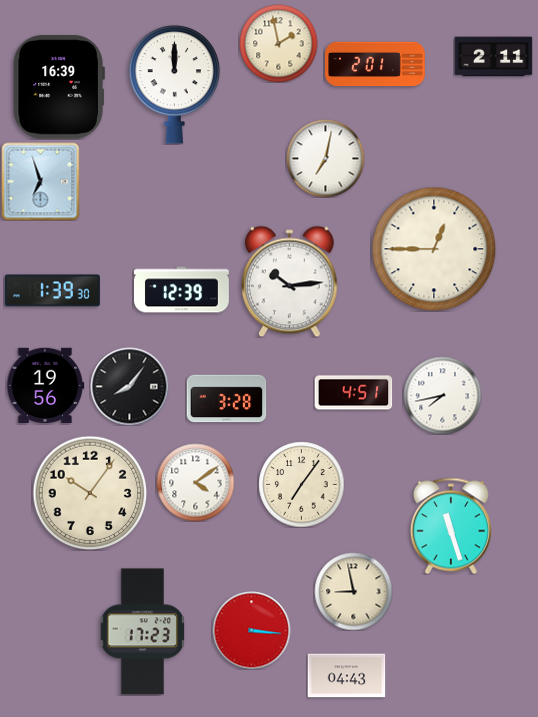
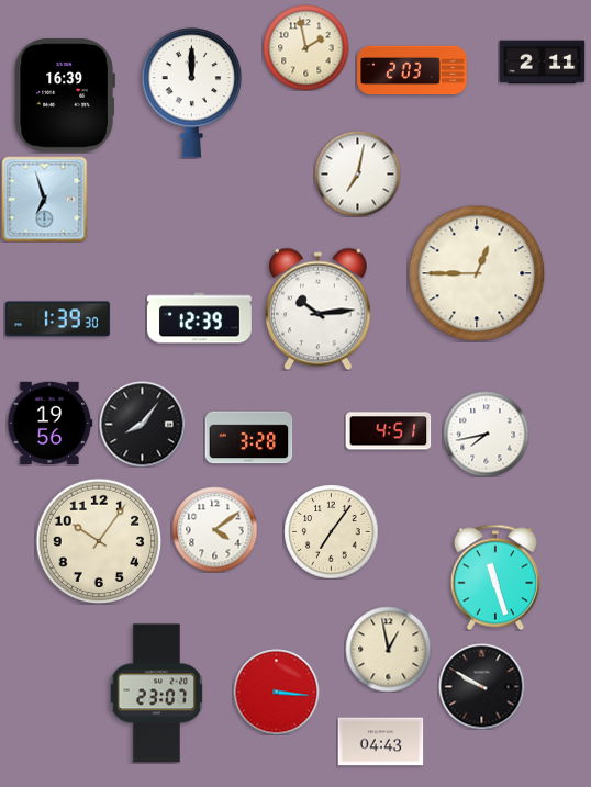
clock at (375, 64): 2:01 -> 2:03
clock at (353, 591): 8:58 -> 12:58
clock at (481, 686): none -> 9:50
clock at (143, 632): 17:23 -> 23:07
